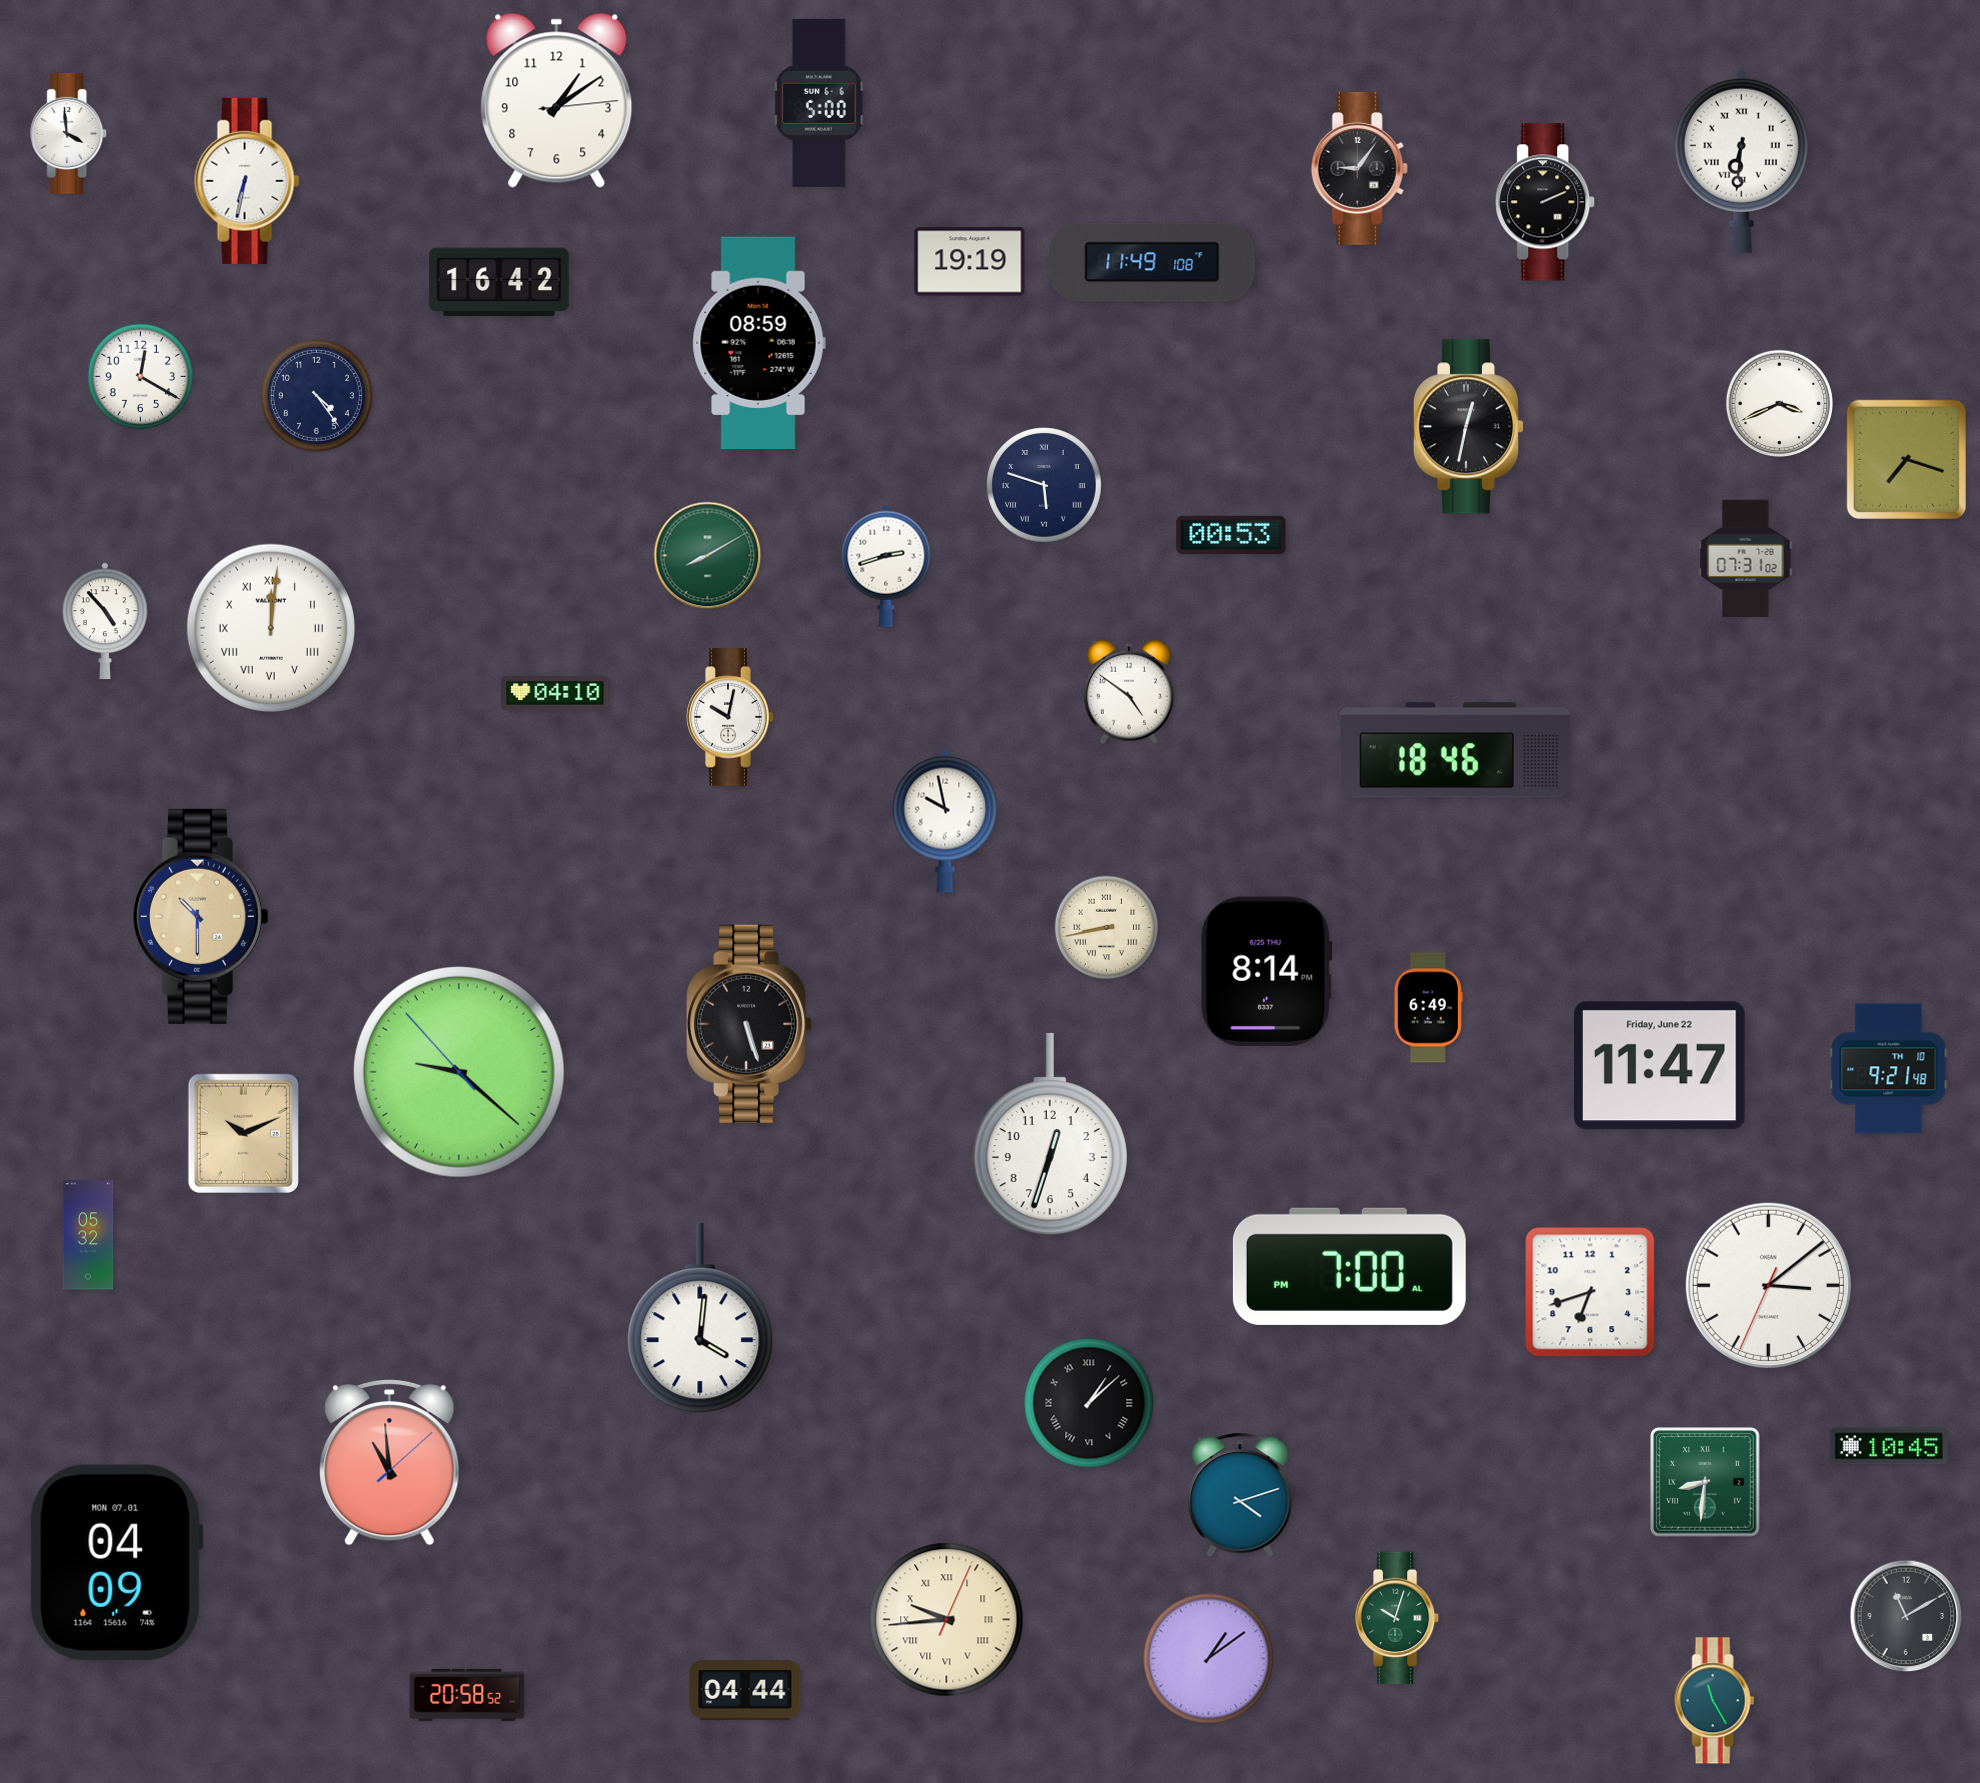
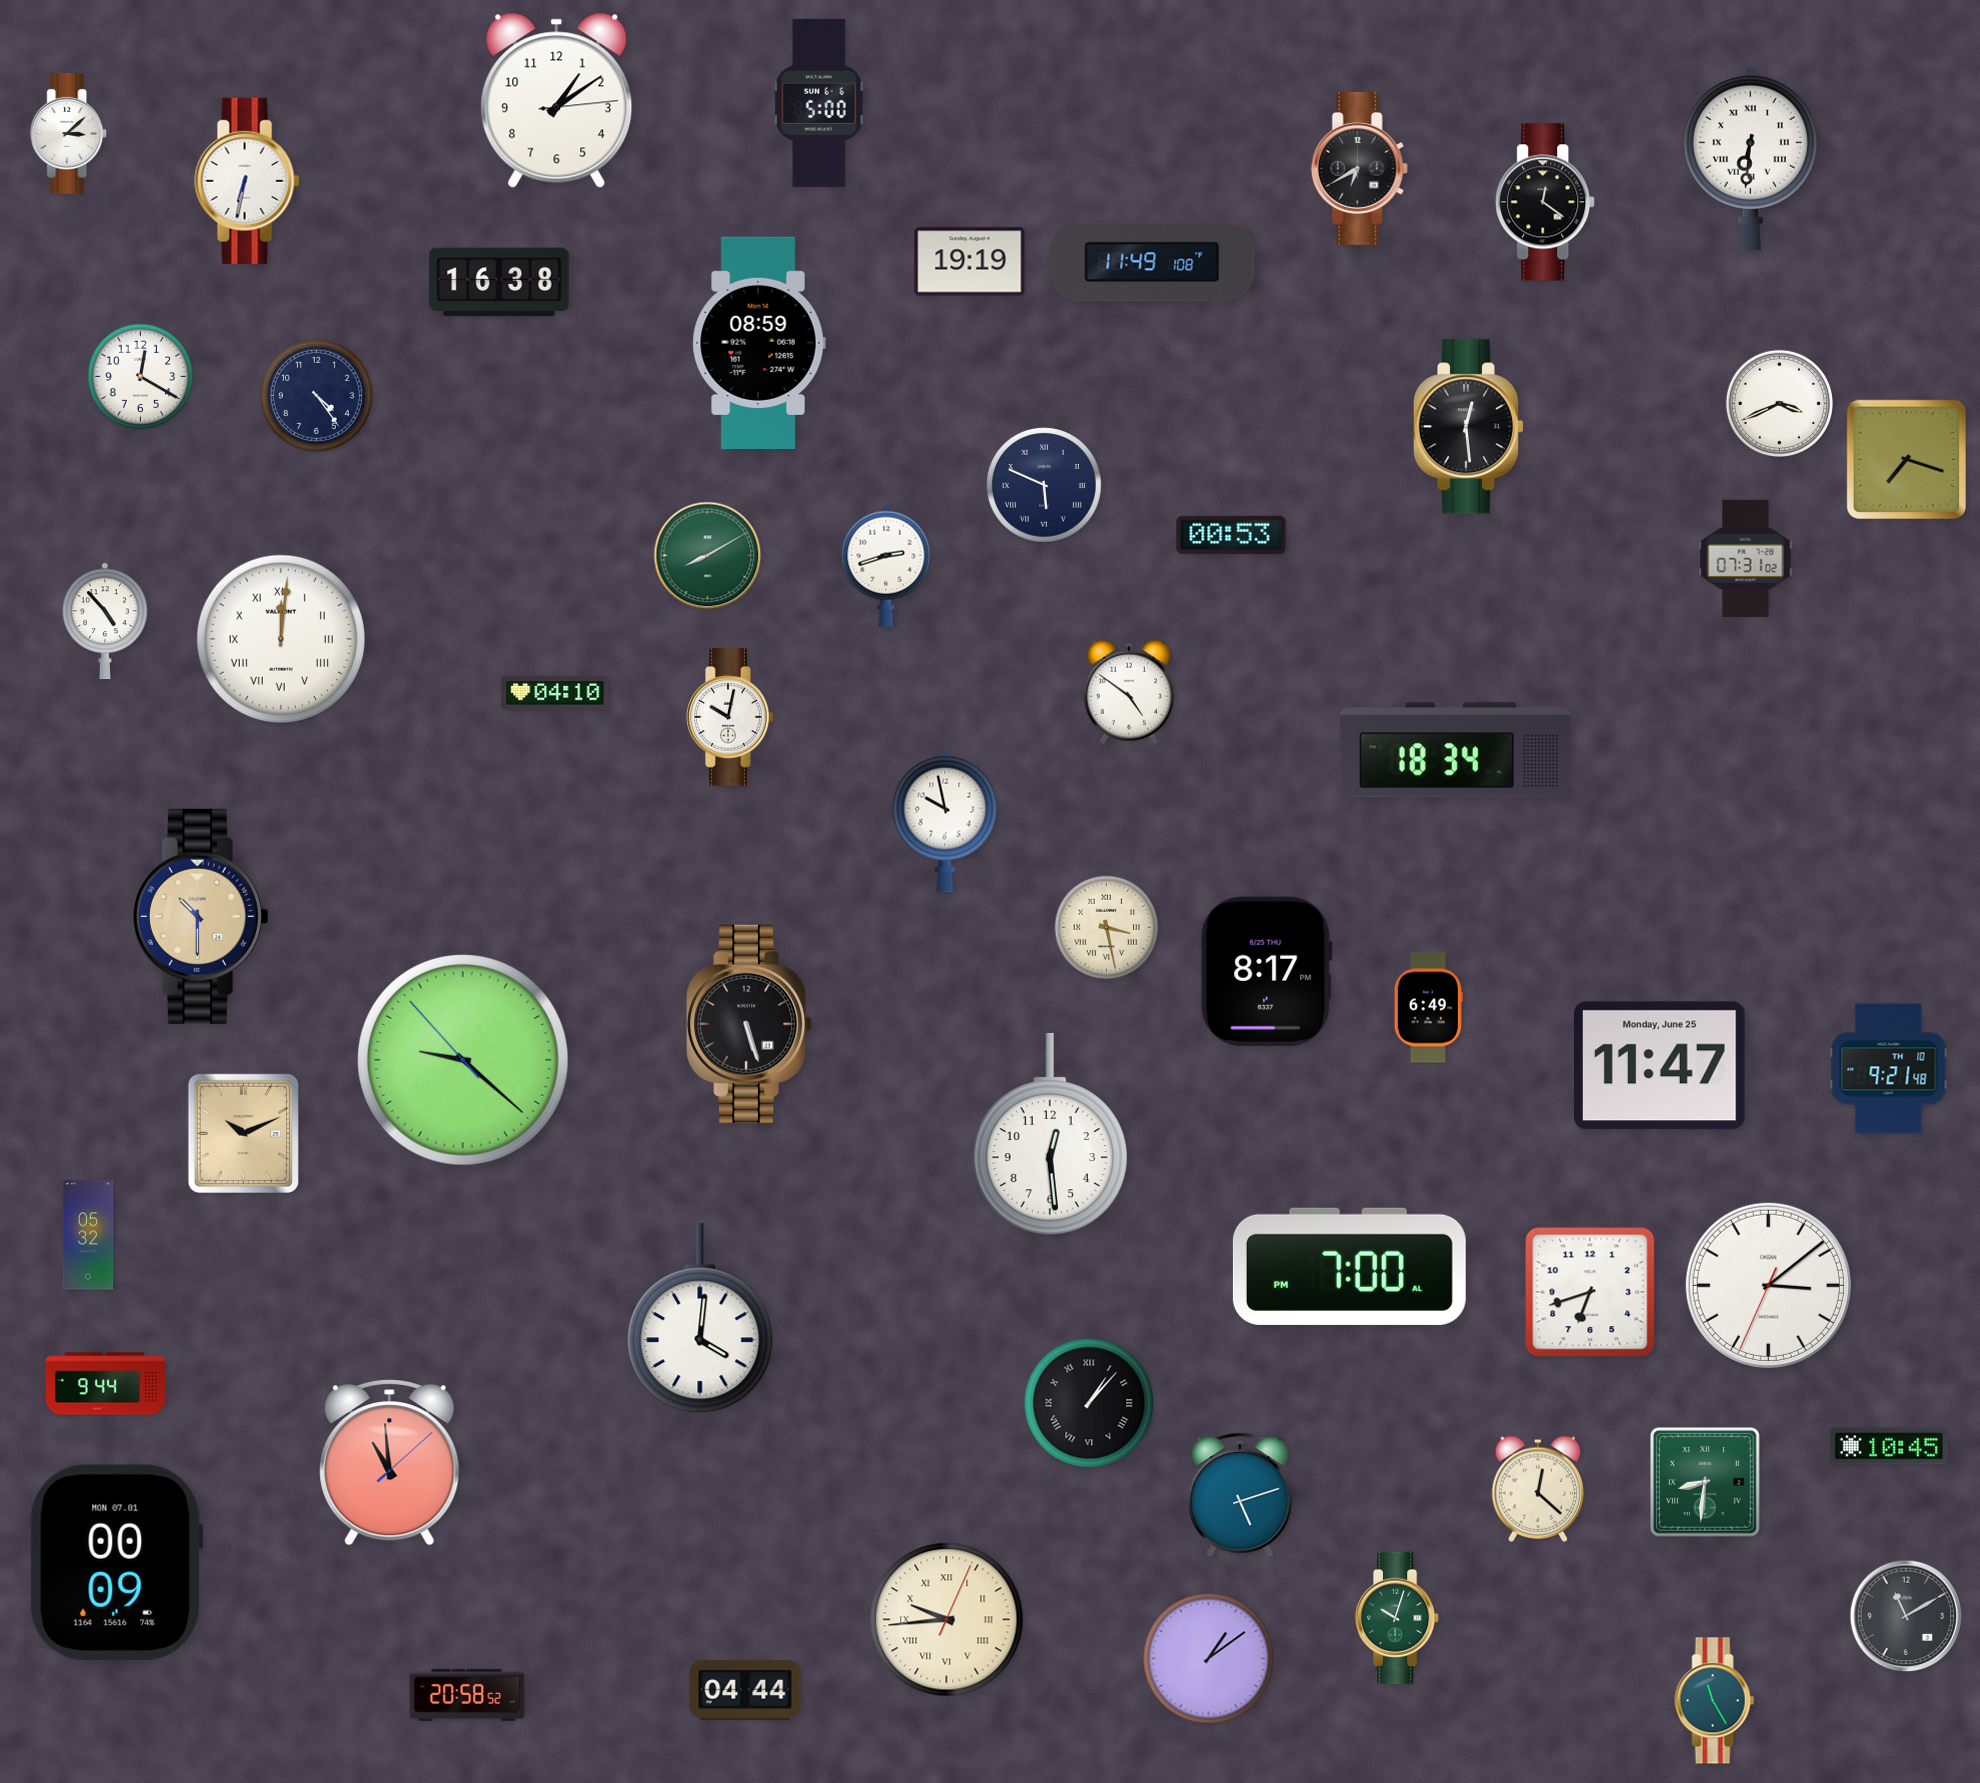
clock at (69, 133): 3:59 -> 3:08
clock at (1741, 161) position: (1741, 161) -> (1750, 158)
clock at (1359, 168): 9:06 -> 6:40
clock at (1546, 202): 2:11 -> 12:21
clock at (499, 282): 16:42 -> 16:38
clock at (1468, 427): 12:32 -> 12:29
clock at (1045, 486): 5:48 -> 5:49
clock at (270, 627) position: (270, 627) -> (280, 638)
clock at (1455, 750): 18:46 -> 18:34
clock at (1107, 928): 8:43 -> 3:28
clock at (1267, 971): 8:14 -> 8:17
clock at (1660, 1066) date: Friday, June 22 -> Monday, June 25
clock at (459, 1072) position: (459, 1072) -> (463, 1060)
clock at (1050, 1134): 12:33 -> 12:29
clock at (105, 1384): none -> 9:44
clock at (1089, 1403): 1:08 -> 1:07
clock at (1537, 1489): none -> 12:22
clock at (1240, 1495): 4:12 -> 5:12
clock at (116, 1562): 04:09 -> 00:09
